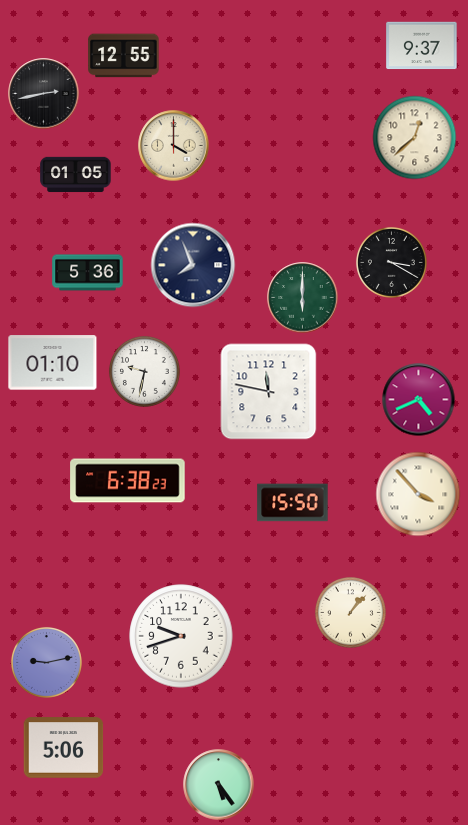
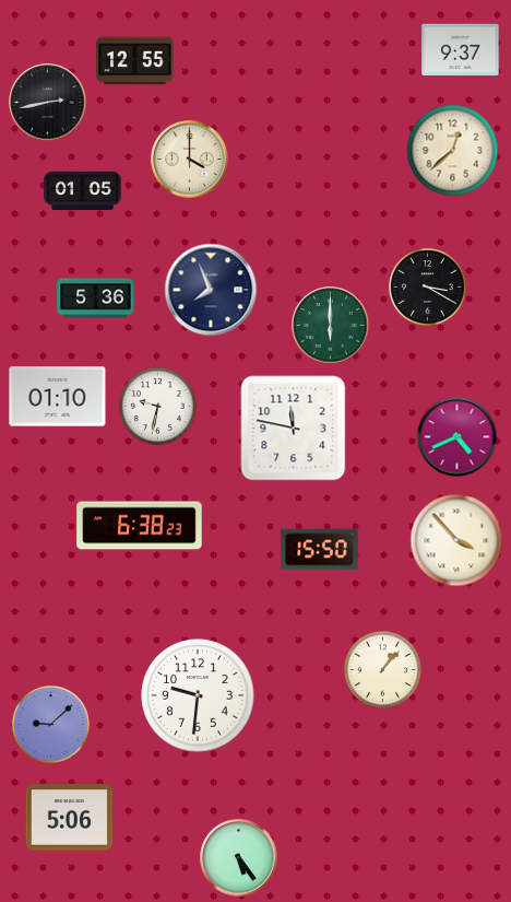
clock at (181, 636): 9:42 -> 9:31
clock at (46, 662): 9:13 -> 9:08
